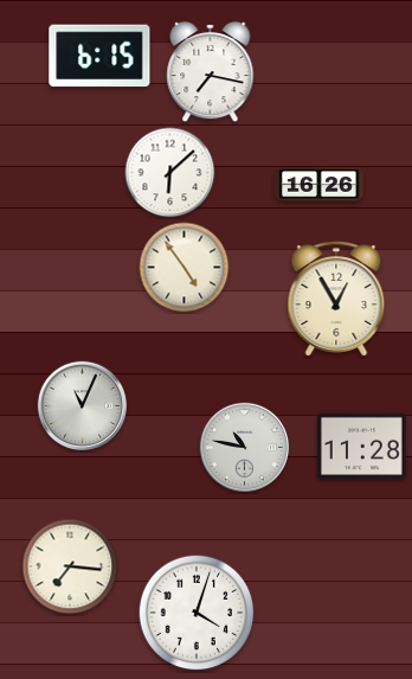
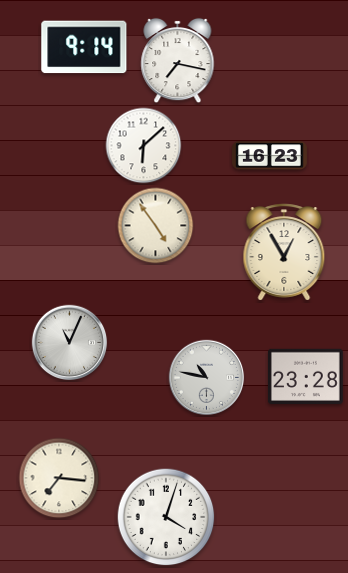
clock at (99, 56): 6:15 -> 9:14
clock at (320, 185): 16:26 -> 16:23
clock at (361, 446): 11:28 -> 23:28
